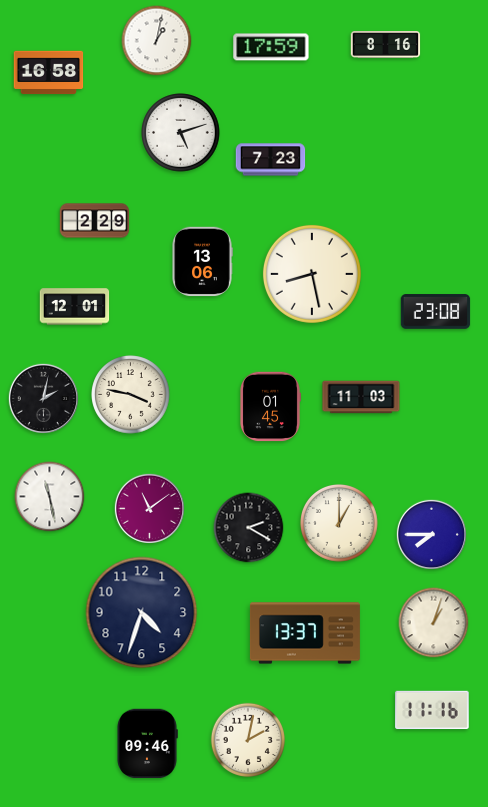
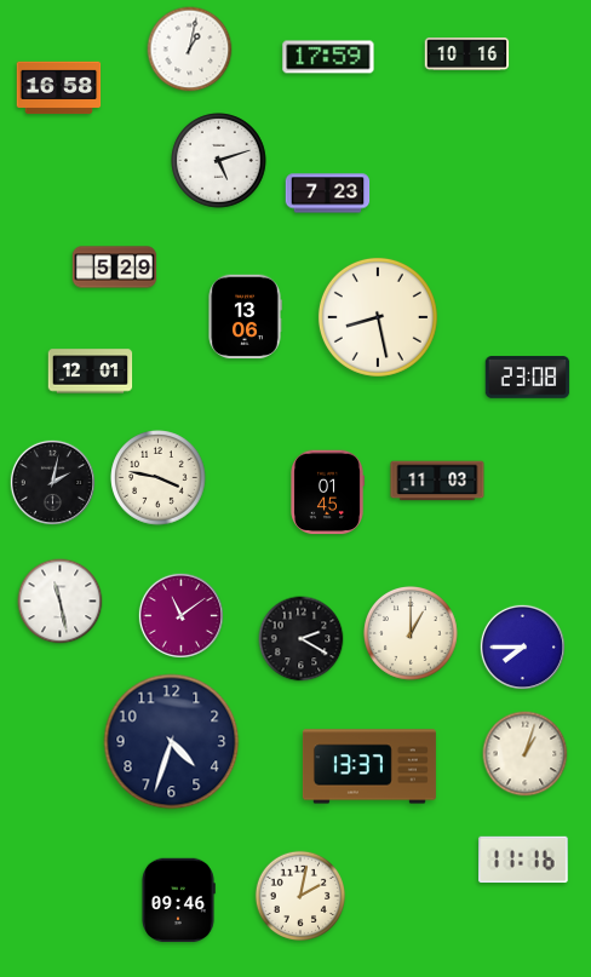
clock at (386, 45): 8:16 -> 10:16
clock at (95, 221): 2:29 -> 5:29
clock at (312, 274) position: (312, 274) -> (378, 317)
